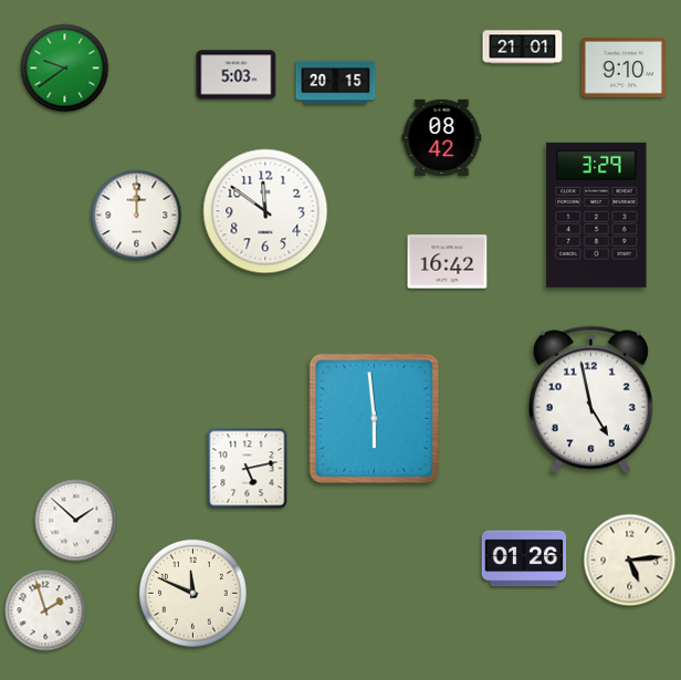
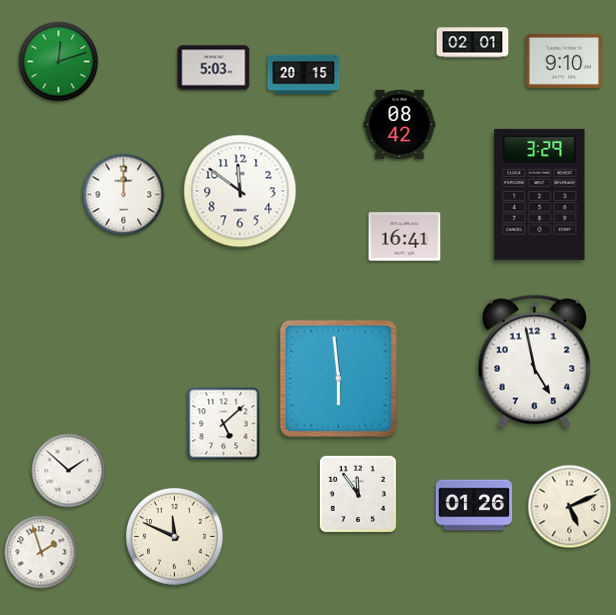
clock at (523, 48): 21:01 -> 02:01
clock at (65, 69): 9:39 -> 12:12
clock at (448, 262): 16:42 -> 16:41
clock at (248, 469): 5:13 -> 5:08
clock at (358, 494): none -> 11:54
clock at (630, 561): 5:14 -> 5:11
